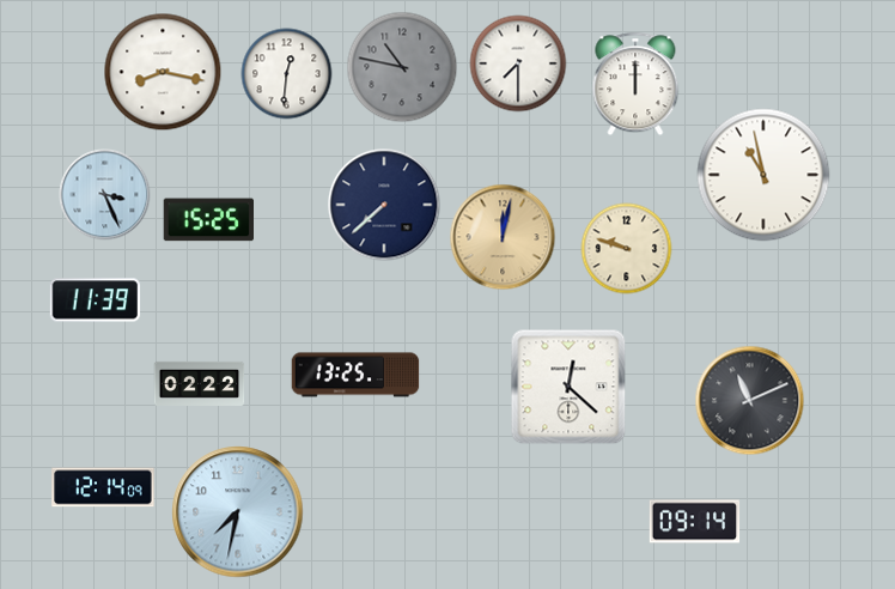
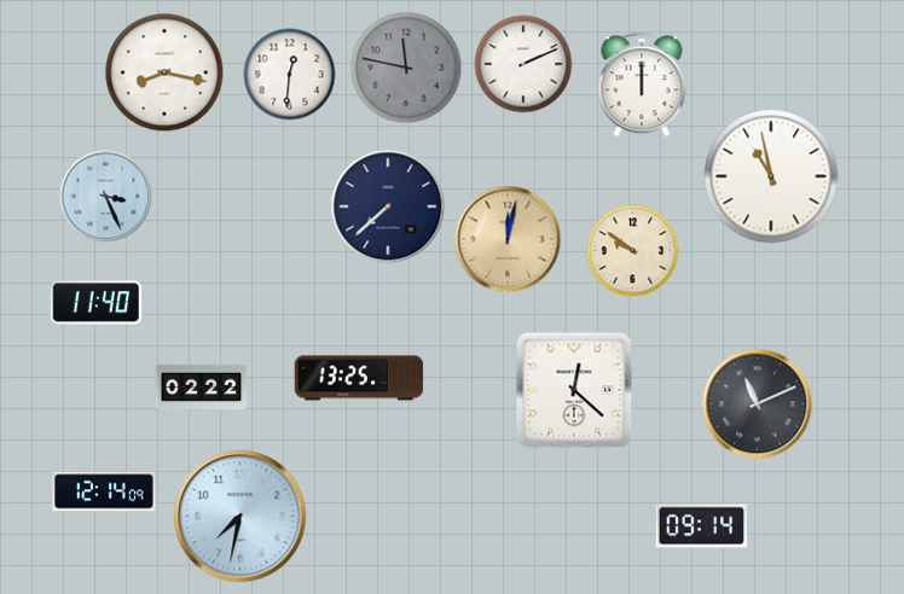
clock at (518, 63): 7:30 -> 2:11
clock at (402, 67): 10:47 -> 11:47
clock at (208, 220): 15:25 -> none
clock at (627, 249): 9:48 -> 9:51
clock at (96, 300): 11:39 -> 11:40
